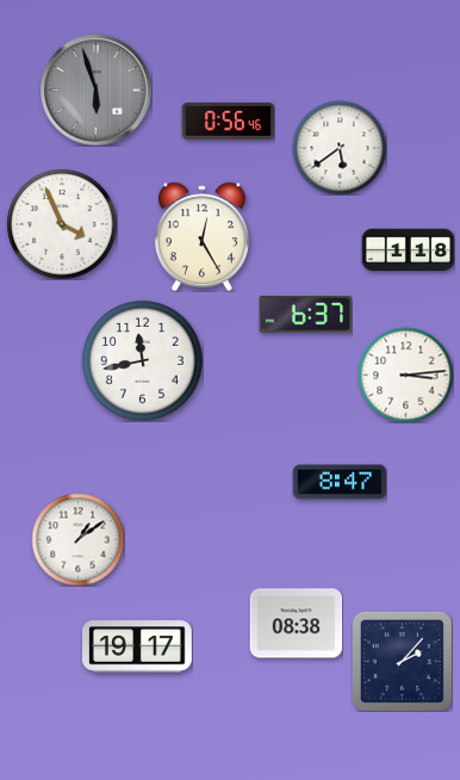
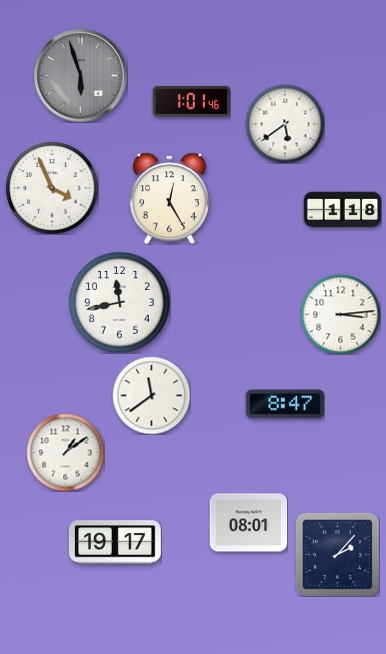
clock at (228, 120): 0:56 -> 1:01
clock at (305, 315): 6:37 -> none
clock at (151, 395): none -> 11:39
clock at (296, 624): 08:38 -> 08:01
